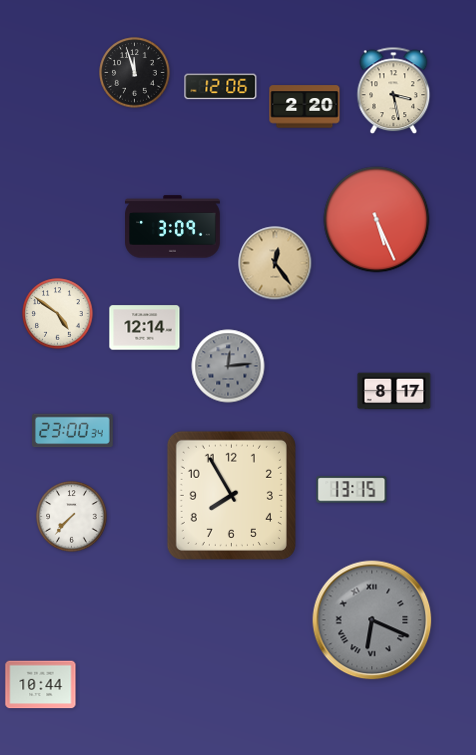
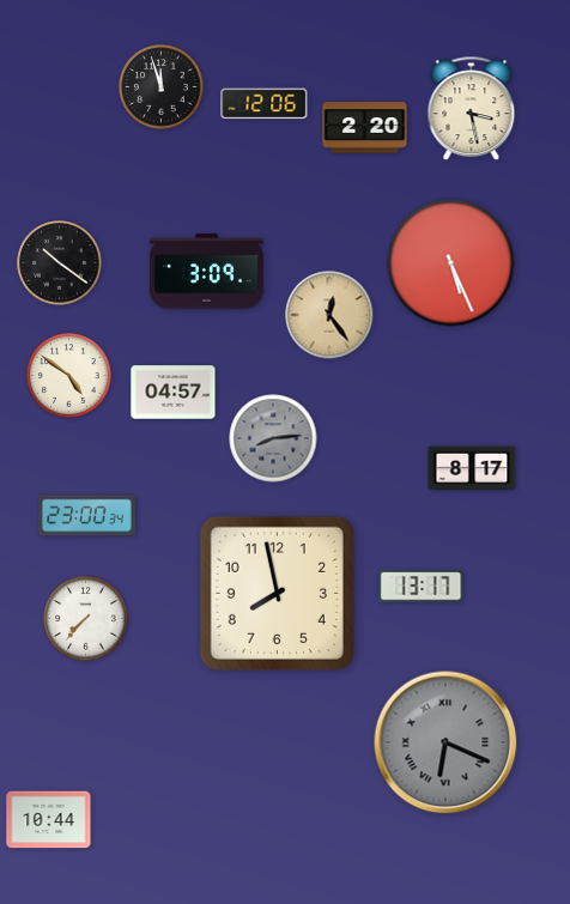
clock at (60, 263): none -> 10:21
clock at (145, 328): 12:14 -> 04:57
clock at (228, 366): 12:14 -> 8:14
clock at (352, 490): 13:15 -> 13:17
clock at (231, 495): 7:55 -> 7:58
